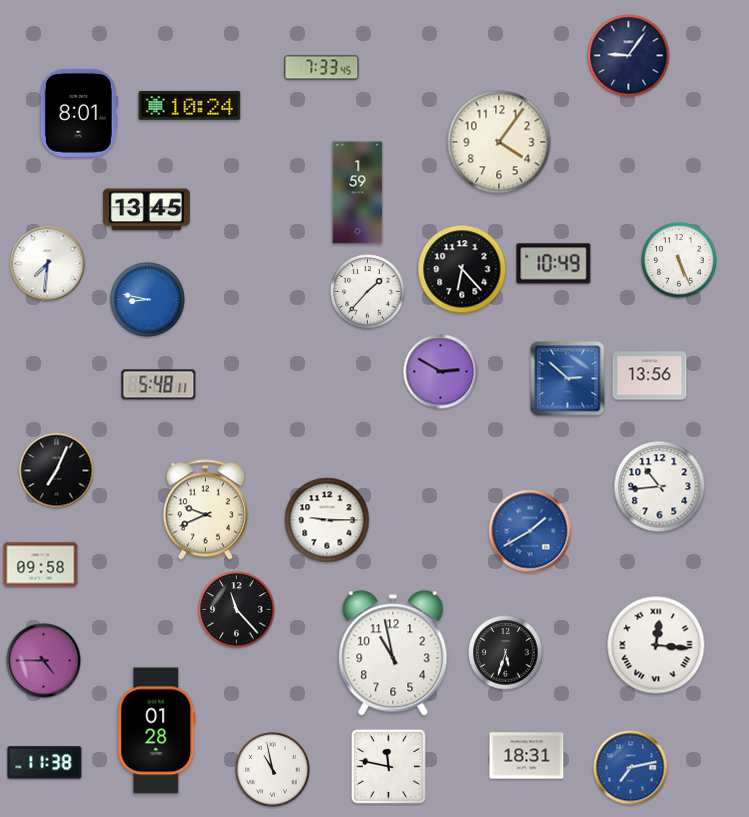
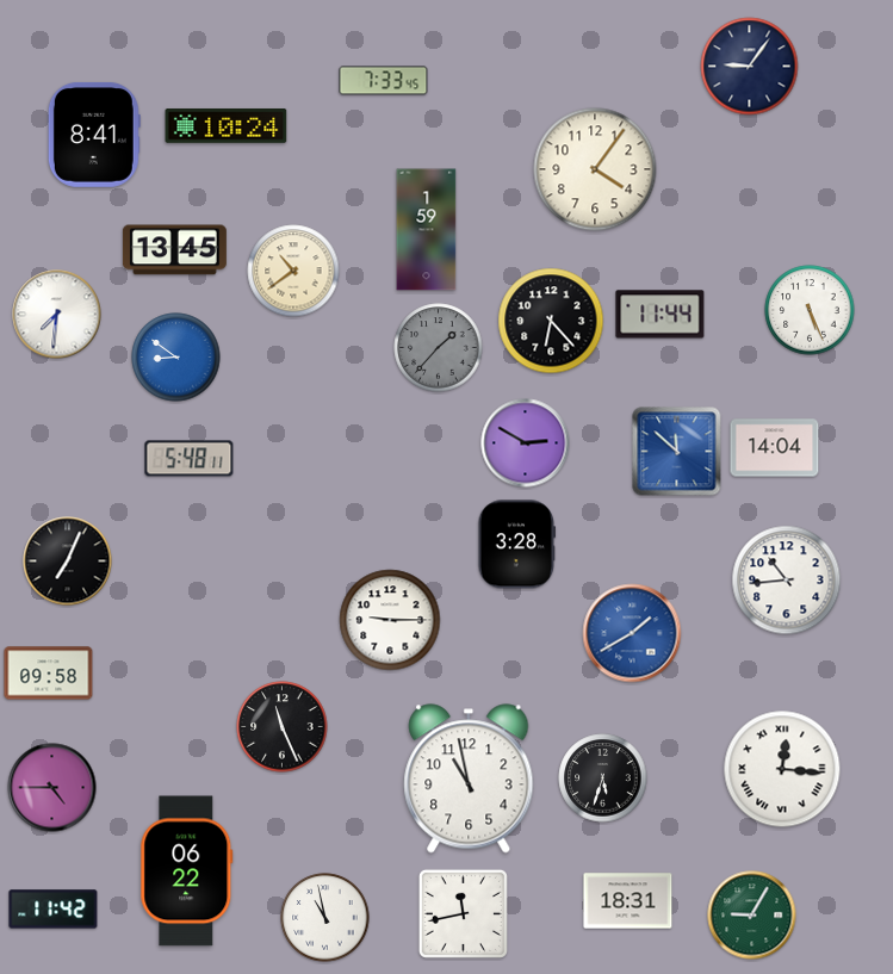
clock at (79, 113): 8:01 -> 8:41
clock at (293, 271): none -> 10:39
clock at (554, 264): 10:49 -> 11:44
clock at (368, 292) dial: white -> grey
clock at (148, 300): 8:47 -> 8:51
clock at (650, 376): 13:56 -> 14:04
clock at (568, 379): 2:52 -> 11:52
clock at (517, 545): none -> 3:28
clock at (205, 510): 9:41 -> none
clock at (237, 610): 11:23 -> 11:26
clock at (157, 731): 01:28 -> 06:22
clock at (45, 763): 11:38 -> 11:42
clock at (388, 766): 11:47 -> 11:43
clock at (631, 768): 7:13 -> 9:05
clock at (631, 768) dial: blue -> green
